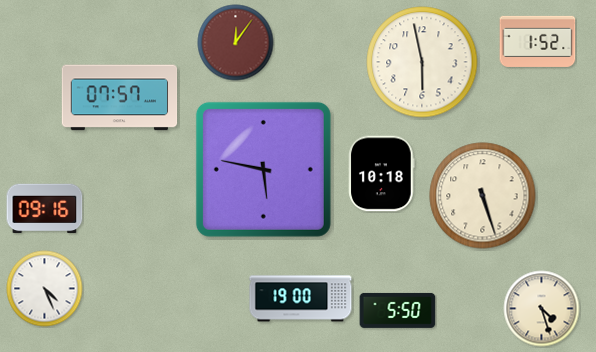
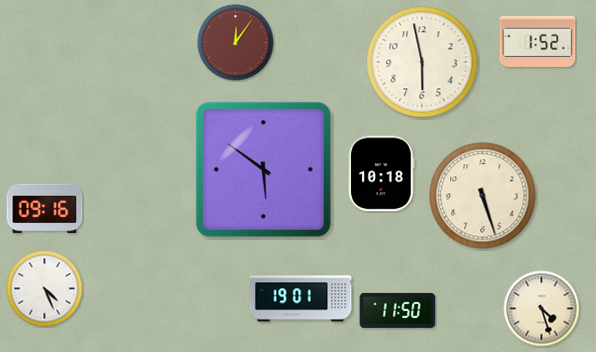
clock at (120, 98): 07:57 -> none
clock at (263, 169): 5:47 -> 5:51
clock at (301, 299): 19:00 -> 19:01
clock at (398, 310): 5:50 -> 11:50
